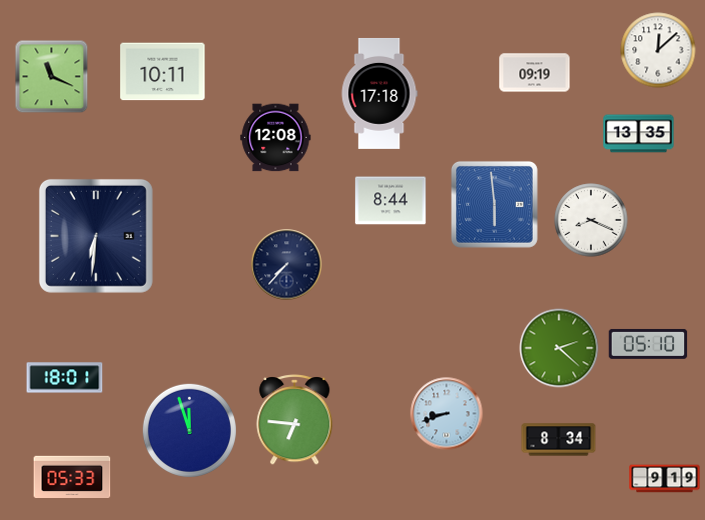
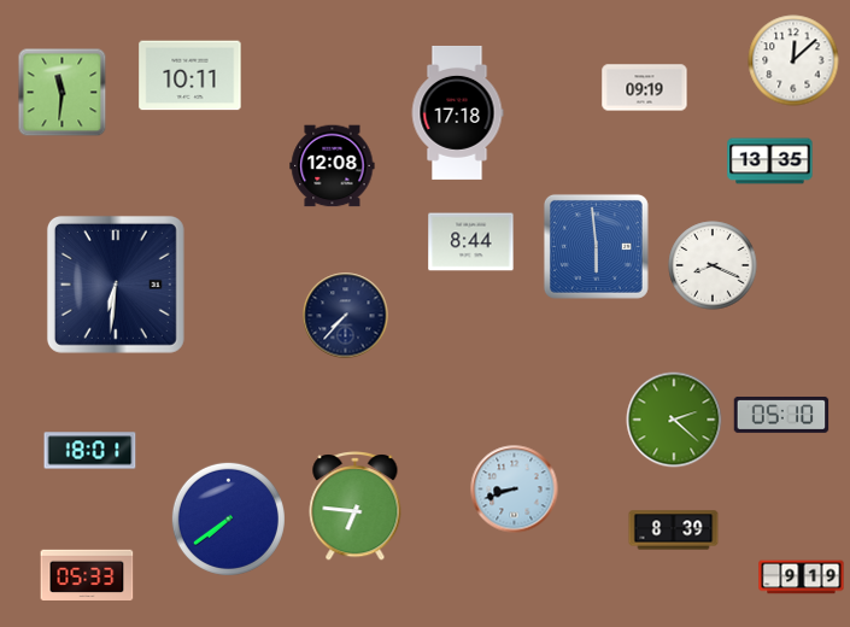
clock at (163, 72) position: (163, 72) -> (190, 76)
clock at (52, 77): 11:19 -> 11:31
clock at (287, 265) position: (287, 265) -> (346, 316)
clock at (65, 378) position: (65, 378) -> (90, 451)
clock at (447, 414) position: (447, 414) -> (515, 490)
clock at (189, 430): 11:57 -> 7:39
clock at (559, 440): 8:34 -> 8:39
